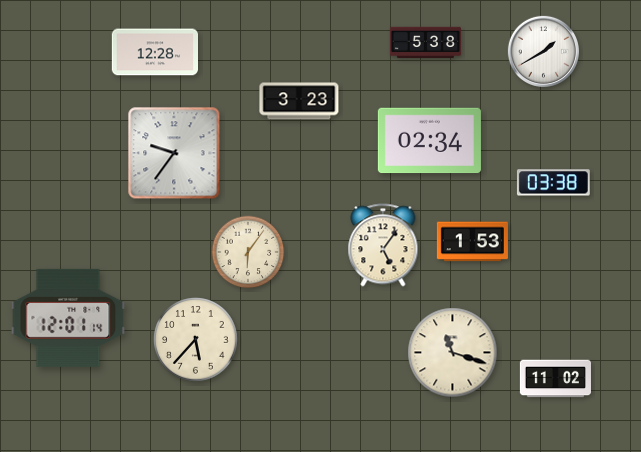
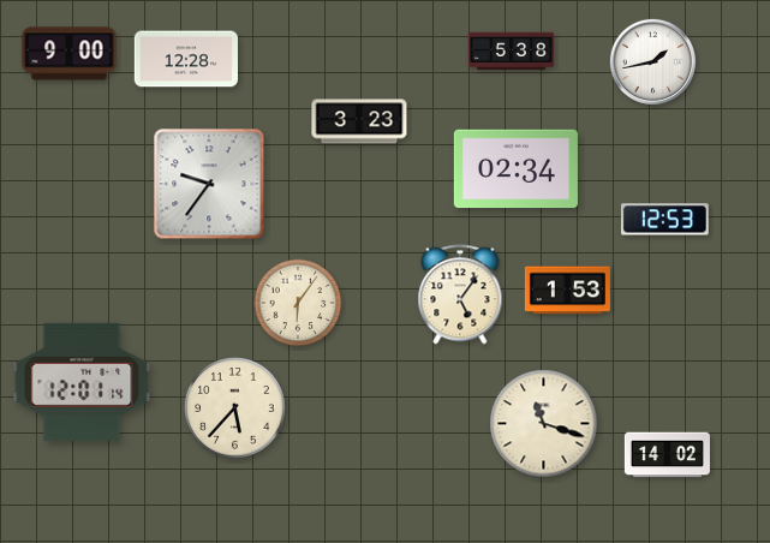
clock at (70, 54): none -> 9:00
clock at (543, 51): 1:40 -> 1:43
clock at (154, 52) position: (154, 52) -> (185, 59)
clock at (553, 183): 03:38 -> 12:53
clock at (555, 379): 11:02 -> 14:02
